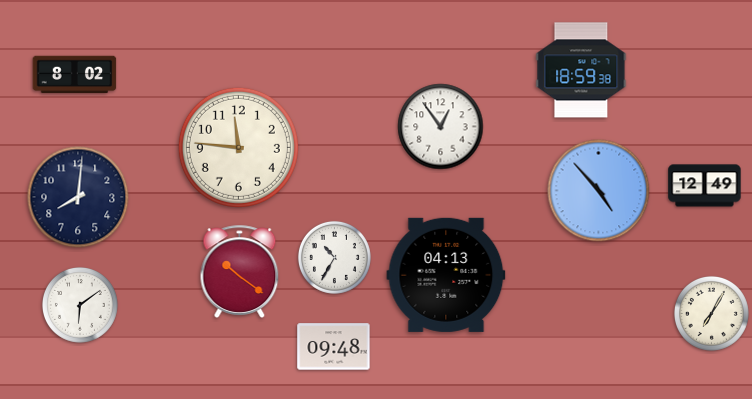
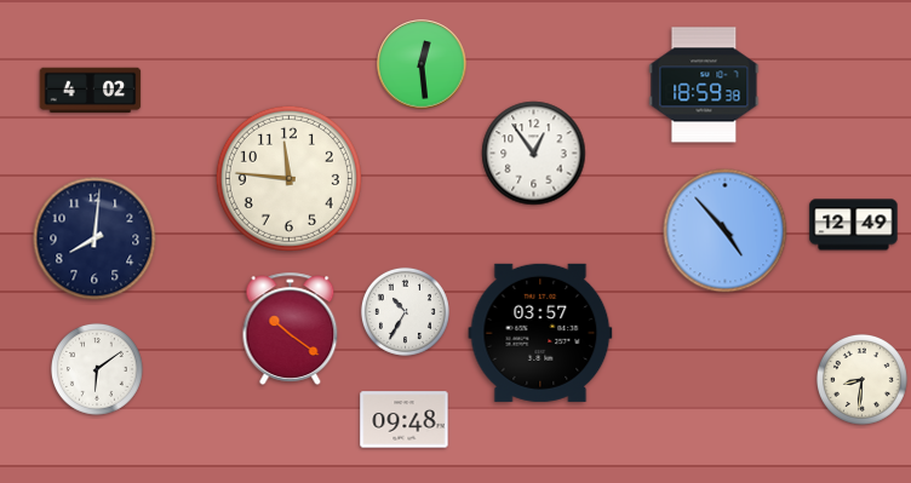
clock at (422, 64): none -> 12:29
clock at (75, 75): 8:02 -> 4:02
clock at (446, 275): 04:13 -> 03:57
clock at (711, 313): 7:05 -> 8:31
